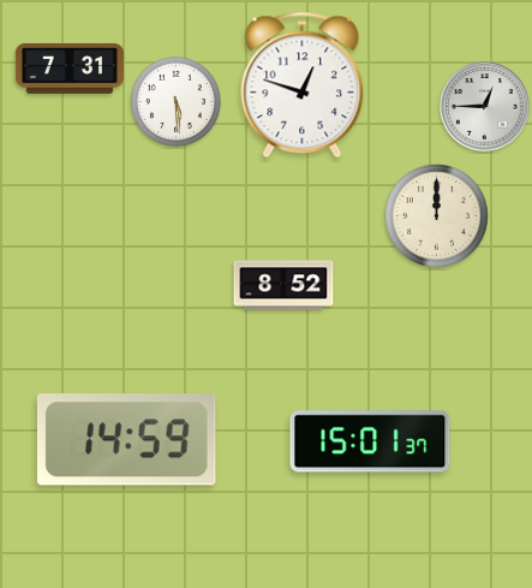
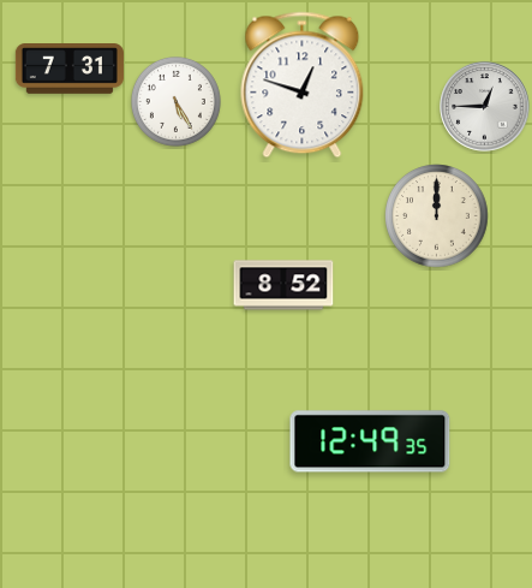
clock at (175, 101): 5:29 -> 5:25
clock at (126, 440): 14:59 -> none
clock at (370, 441): 15:01 -> 12:49
